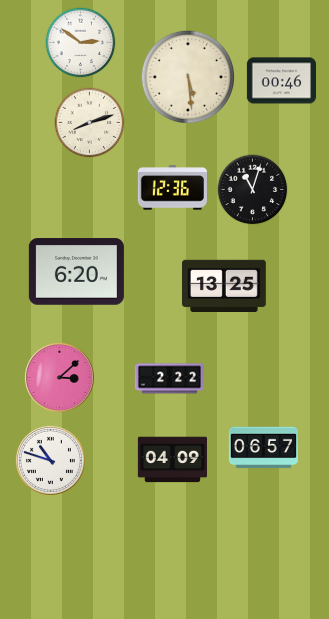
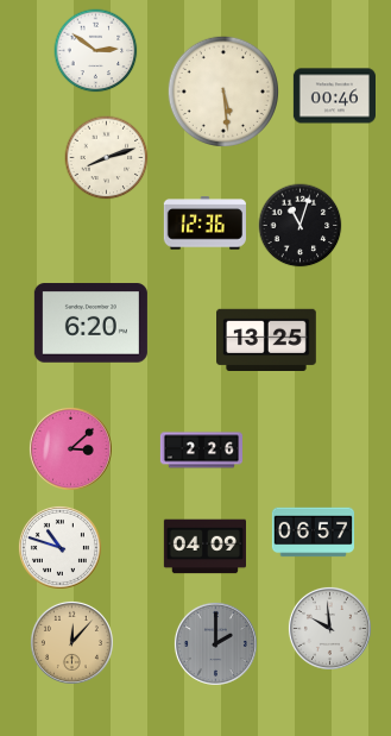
clock at (90, 123) position: (90, 123) -> (107, 158)
clock at (169, 379): 2:22 -> 2:26
clock at (329, 628): none -> 9:59
clock at (71, 642): none -> 12:07
clock at (215, 643): none -> 2:00
